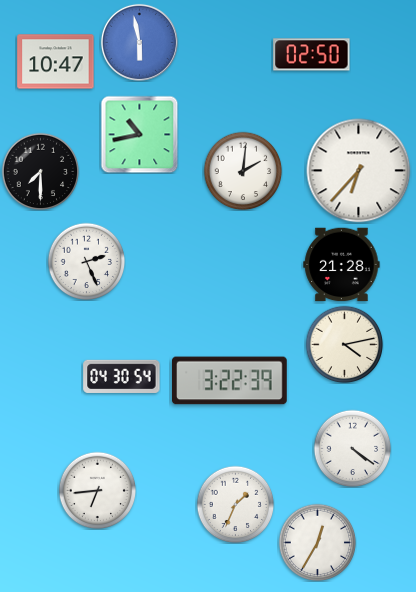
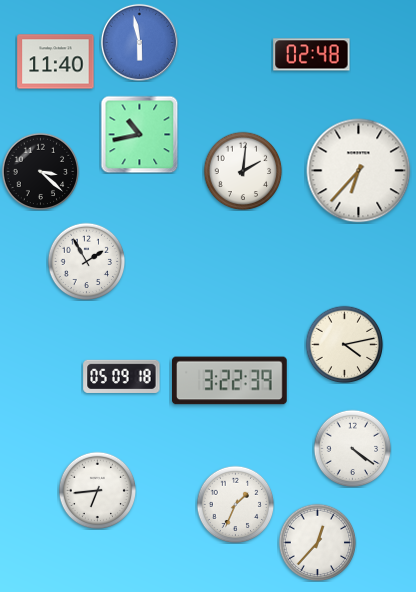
clock at (312, 55): 02:50 -> 02:48
clock at (56, 62): 10:47 -> 11:40
clock at (40, 171): 7:30 -> 3:22
clock at (86, 261): 2:26 -> 1:55
clock at (342, 265): 21:28 -> none
clock at (122, 376): 04:30 -> 05:09
clock at (317, 542): 12:35 -> 12:37
